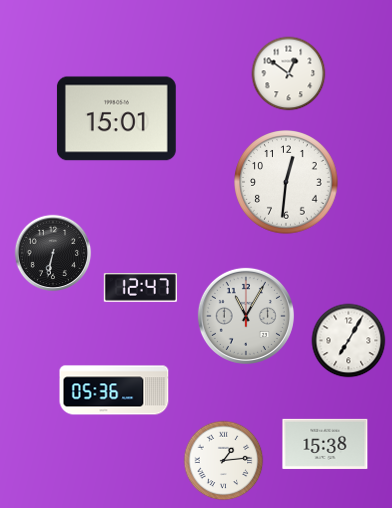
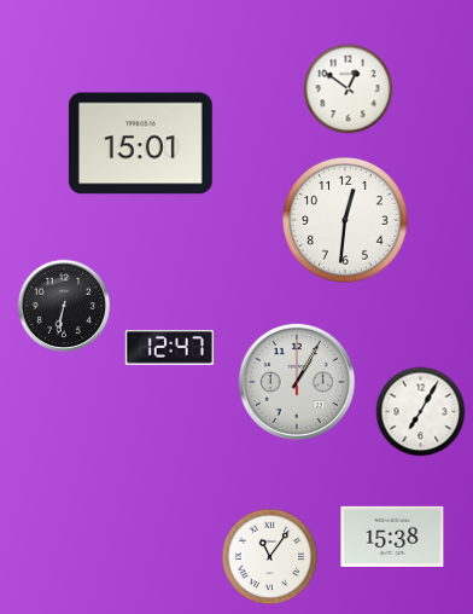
clock at (246, 316): 11:05 -> 1:05
clock at (114, 390): 05:36 -> none
clock at (224, 461): 1:14 -> 11:06
